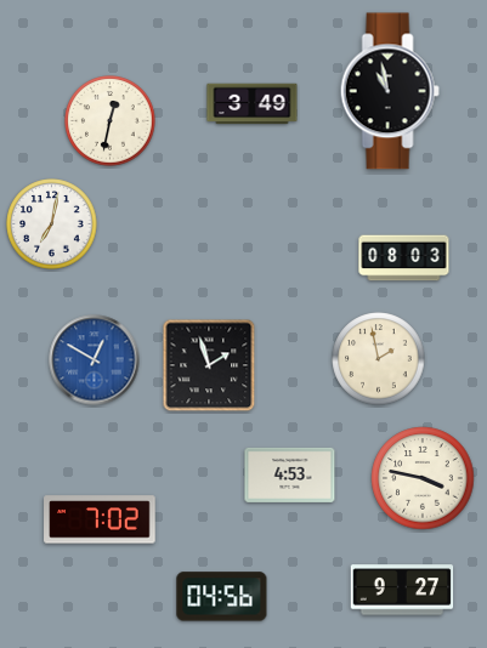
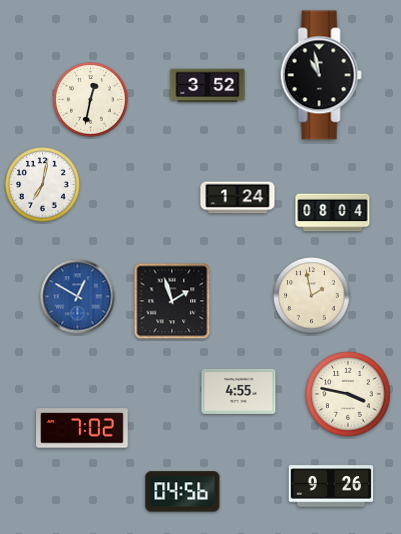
clock at (253, 104): 3:49 -> 3:52
clock at (238, 198): none -> 1:24
clock at (404, 258): 08:03 -> 08:04
clock at (290, 474): 4:53 -> 4:55
clock at (402, 590): 9:27 -> 9:26
